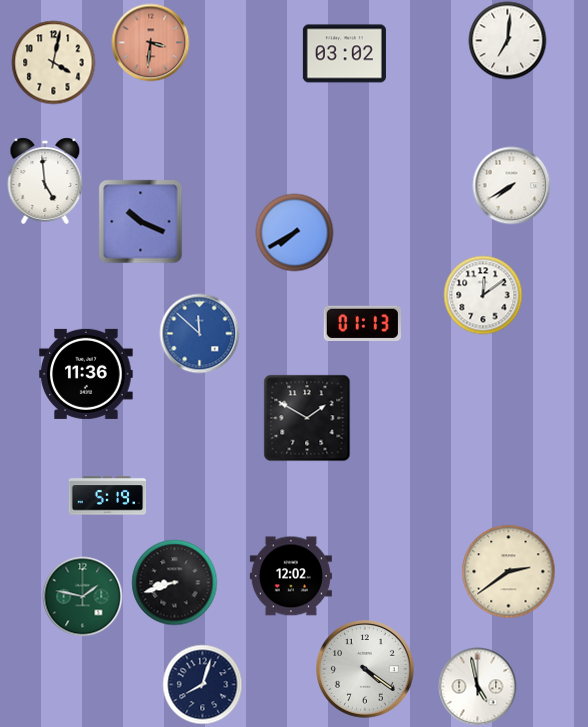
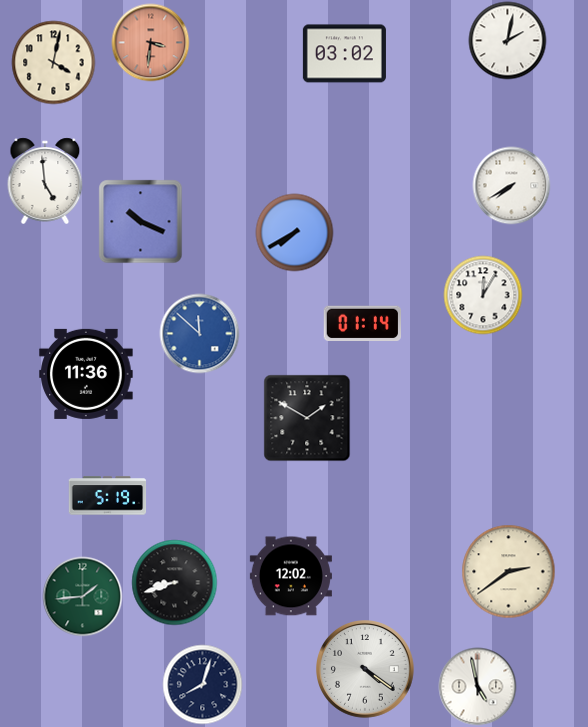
clock at (507, 40): 7:01 -> 2:02
clock at (483, 295): 12:09 -> 12:05
clock at (362, 324): 01:13 -> 01:14
clock at (82, 596): 1:47 -> 1:44
